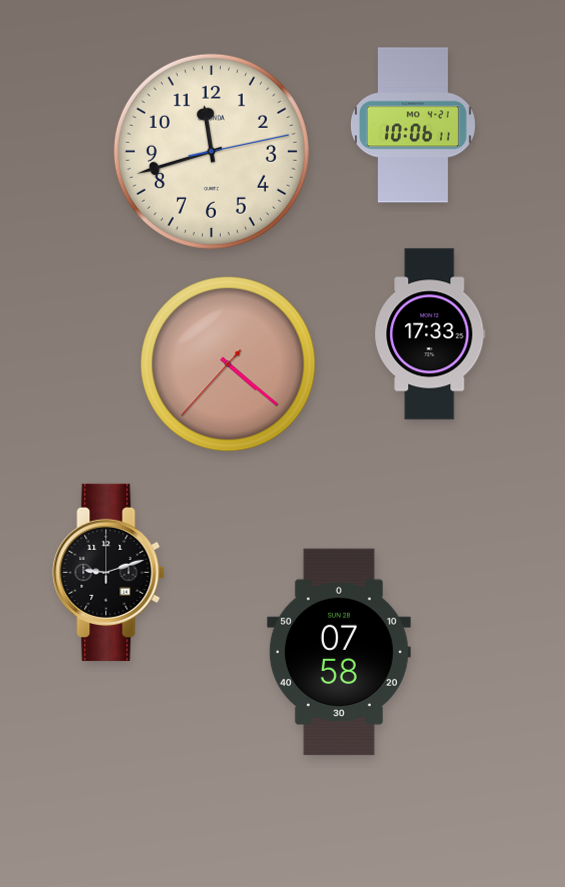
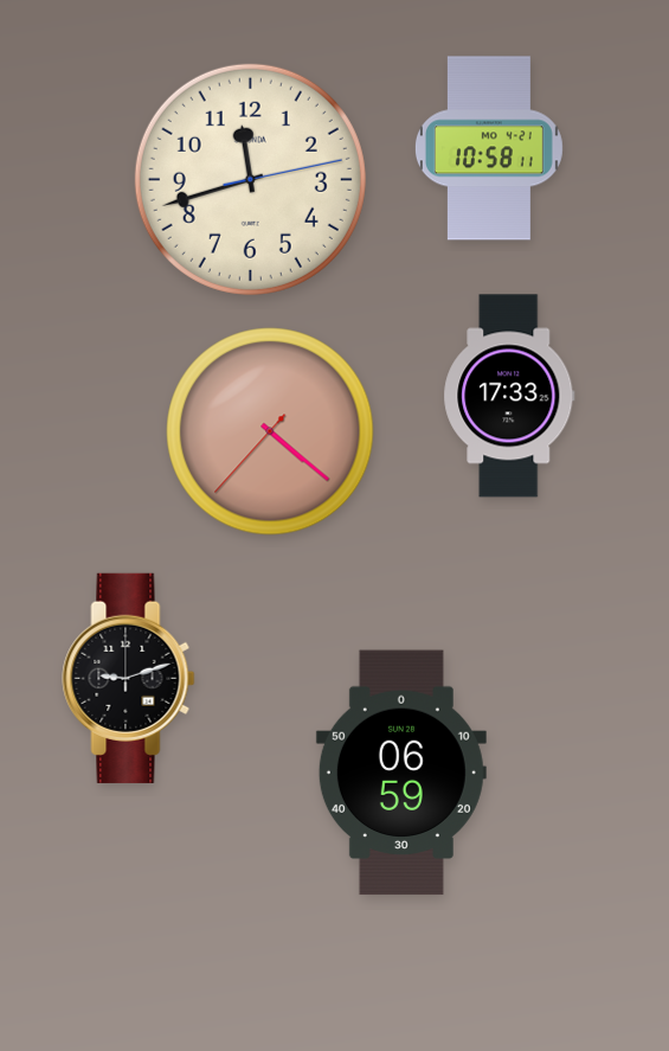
clock at (413, 125): 10:06 -> 10:58
clock at (339, 652): 07:58 -> 06:59
